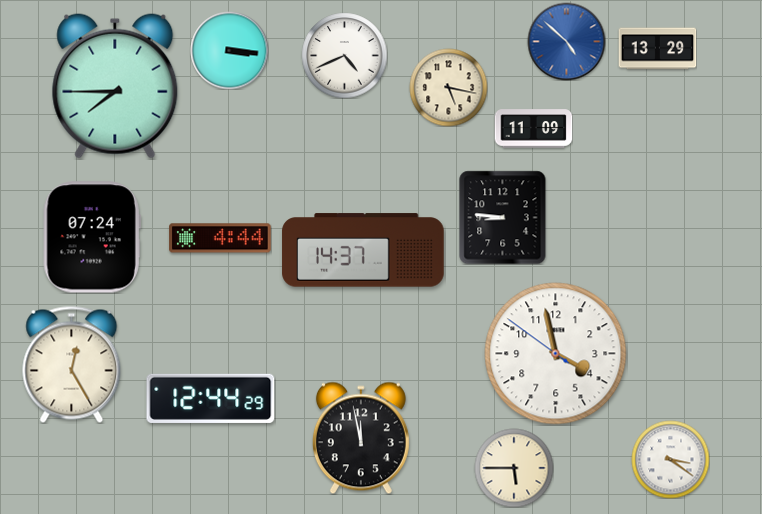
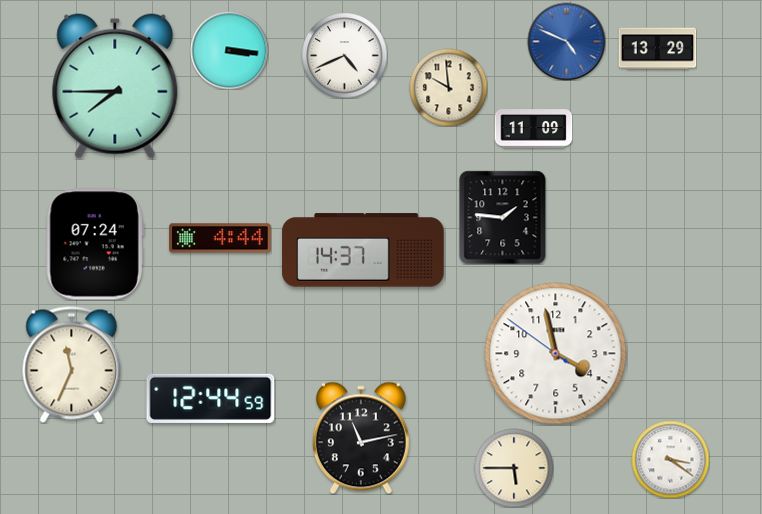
clock at (566, 41): 4:52 -> 4:49
clock at (448, 87): 5:17 -> 9:59
clock at (503, 217): 8:46 -> 1:46
clock at (92, 237) position: (92, 237) -> (95, 244)
clock at (72, 364): 12:25 -> 11:34
clock at (211, 398): 12:44:29 -> 12:44:59
clock at (361, 438): 11:58 -> 11:13
